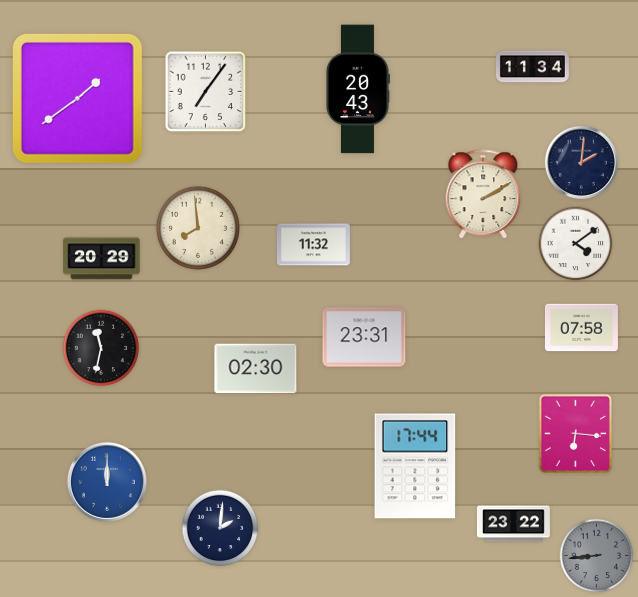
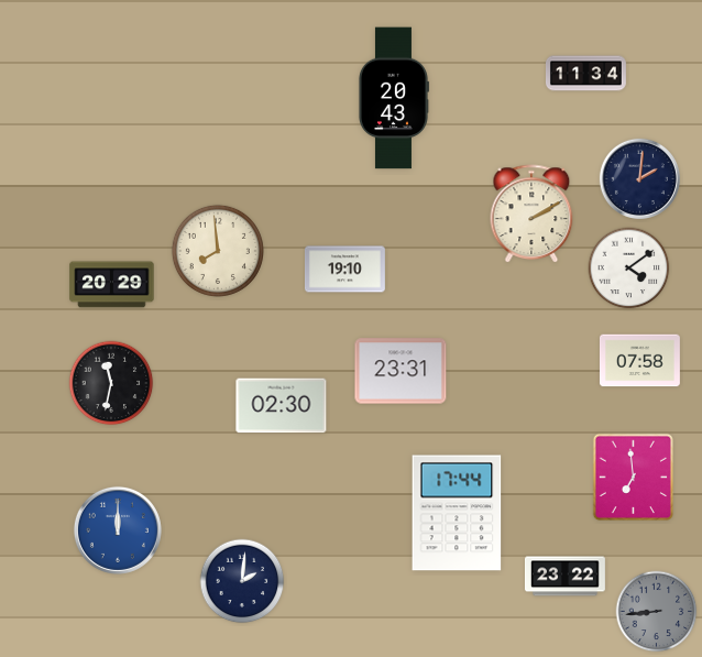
clock at (206, 92): 7:06 -> none
clock at (77, 98): 1:39 -> none
clock at (576, 244) position: (576, 244) -> (629, 269)
clock at (313, 245): 11:32 -> 19:10
clock at (576, 434): 6:16 -> 6:59
